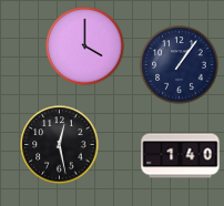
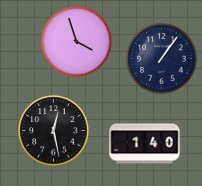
clock at (85, 47): 4:00 -> 3:57
clock at (181, 156) position: (181, 156) -> (145, 144)
